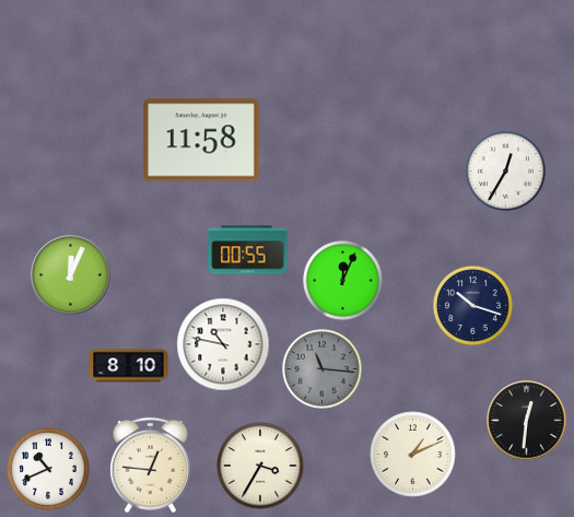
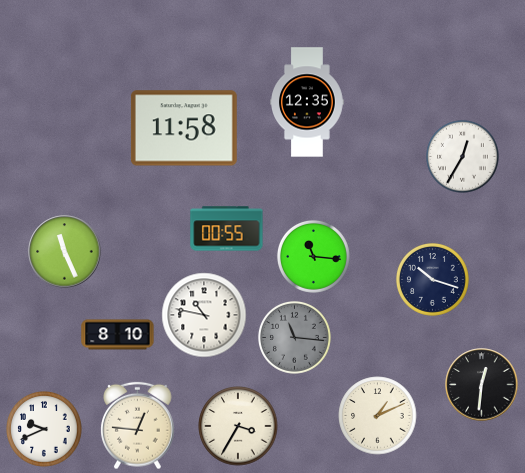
clock at (308, 102): none -> 12:35
clock at (71, 275): 12:04 -> 11:26
clock at (343, 281): 12:04 -> 11:16
clock at (48, 469): 10:41 -> 9:41
